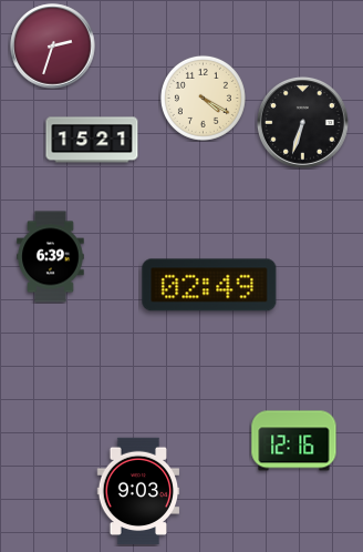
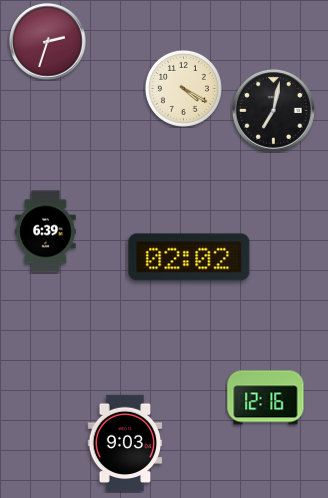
clock at (302, 122): 6:33 -> 7:02
clock at (92, 140): 15:21 -> none
clock at (209, 285): 02:49 -> 02:02
